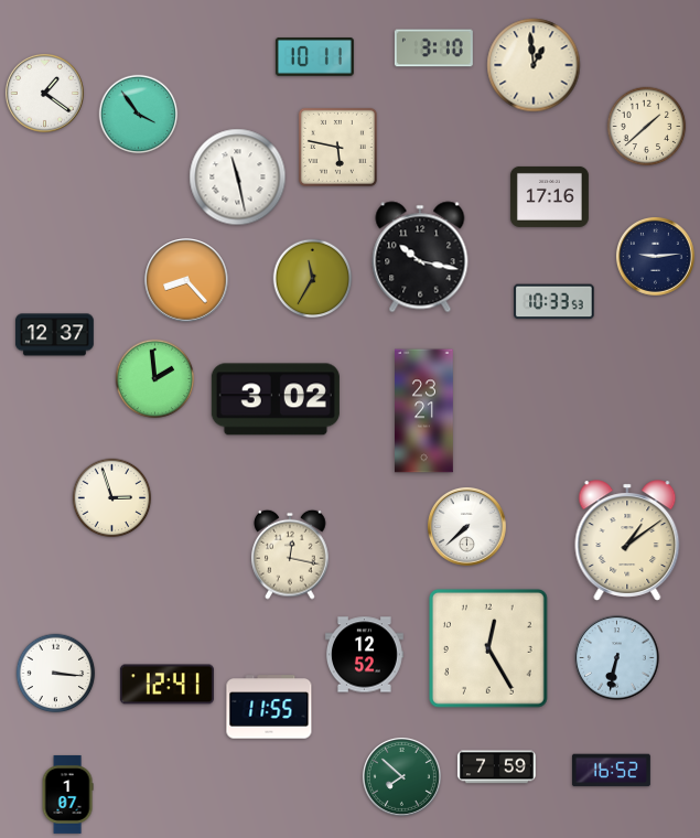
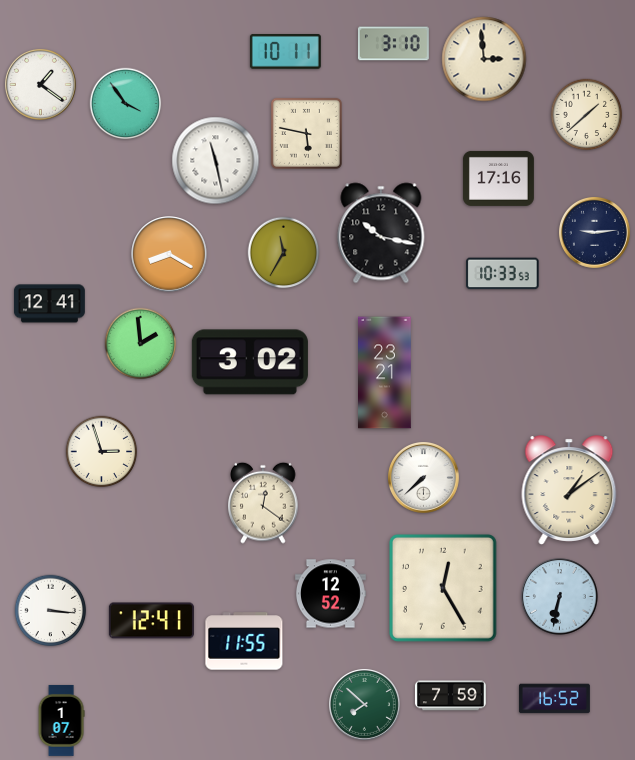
clock at (534, 65): 12:59 -> 2:59
clock at (186, 280): 8:23 -> 8:20
clock at (54, 335): 12:37 -> 12:41
clock at (290, 555): 12:17 -> 12:21
